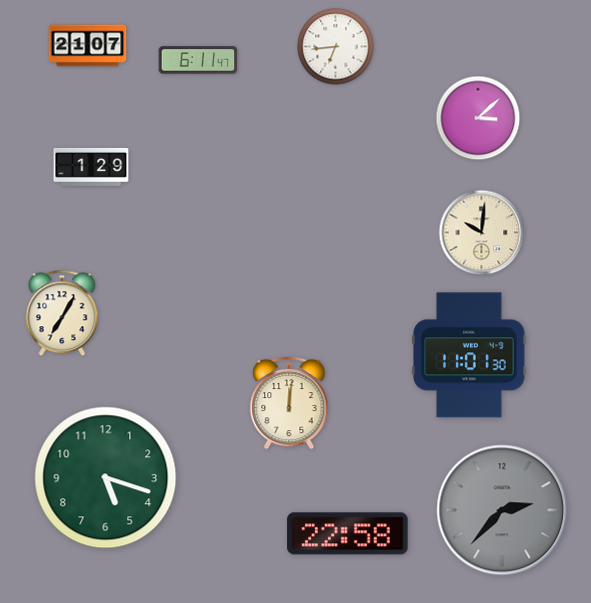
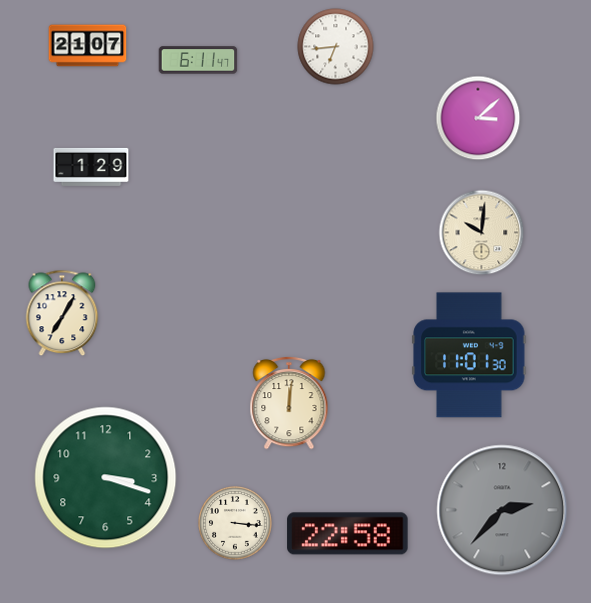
clock at (106, 478): 5:18 -> 3:18
clock at (235, 523): none -> 3:16
